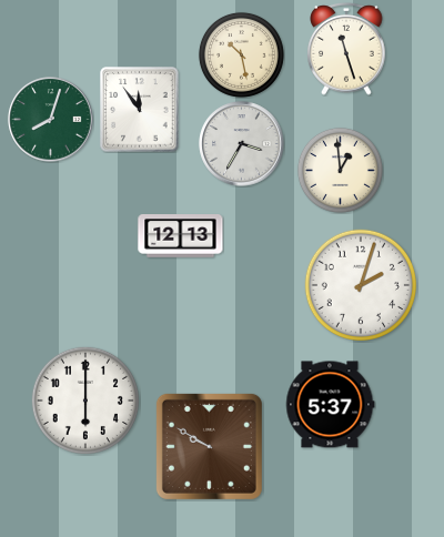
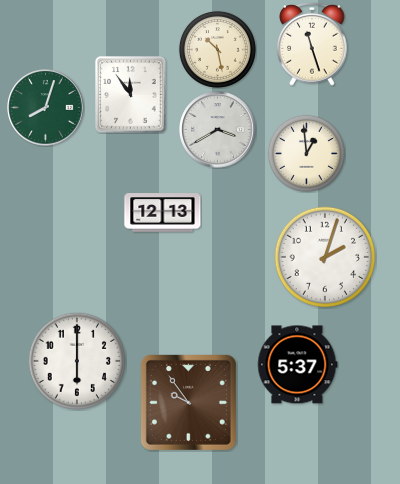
clock at (140, 110) position: (140, 110) -> (131, 95)
clock at (242, 144): 3:35 -> 3:40
clock at (209, 446): 9:50 -> 9:54
